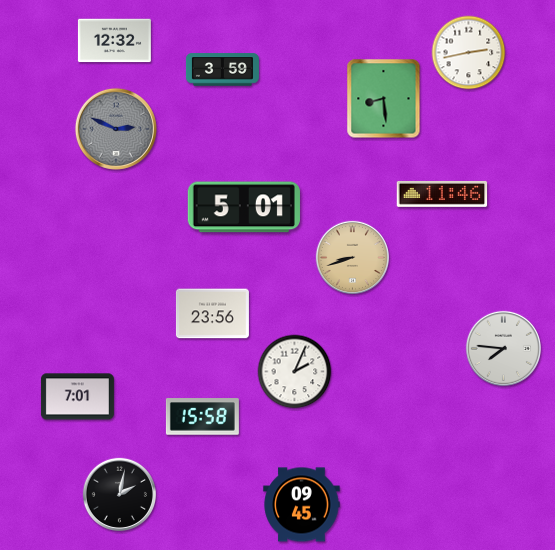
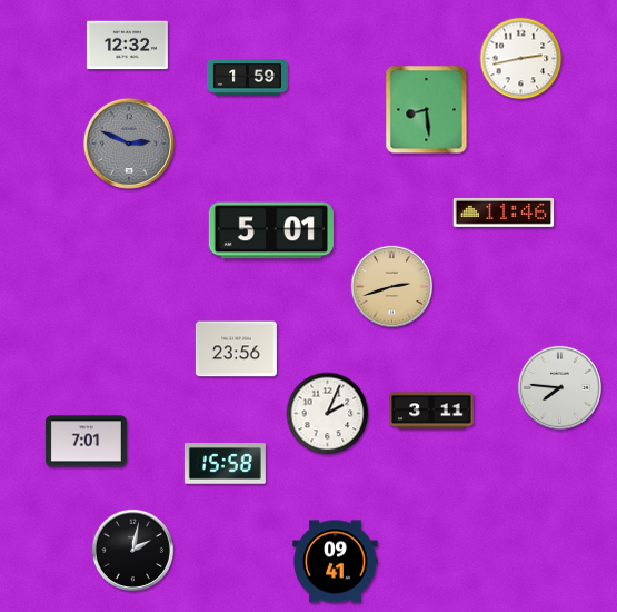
clock at (222, 70): 3:59 -> 1:59
clock at (442, 194) position: (442, 194) -> (504, 213)
clock at (352, 257): 8:42 -> 2:42
clock at (431, 411): none -> 3:11
clock at (302, 505): 09:45 -> 09:41
